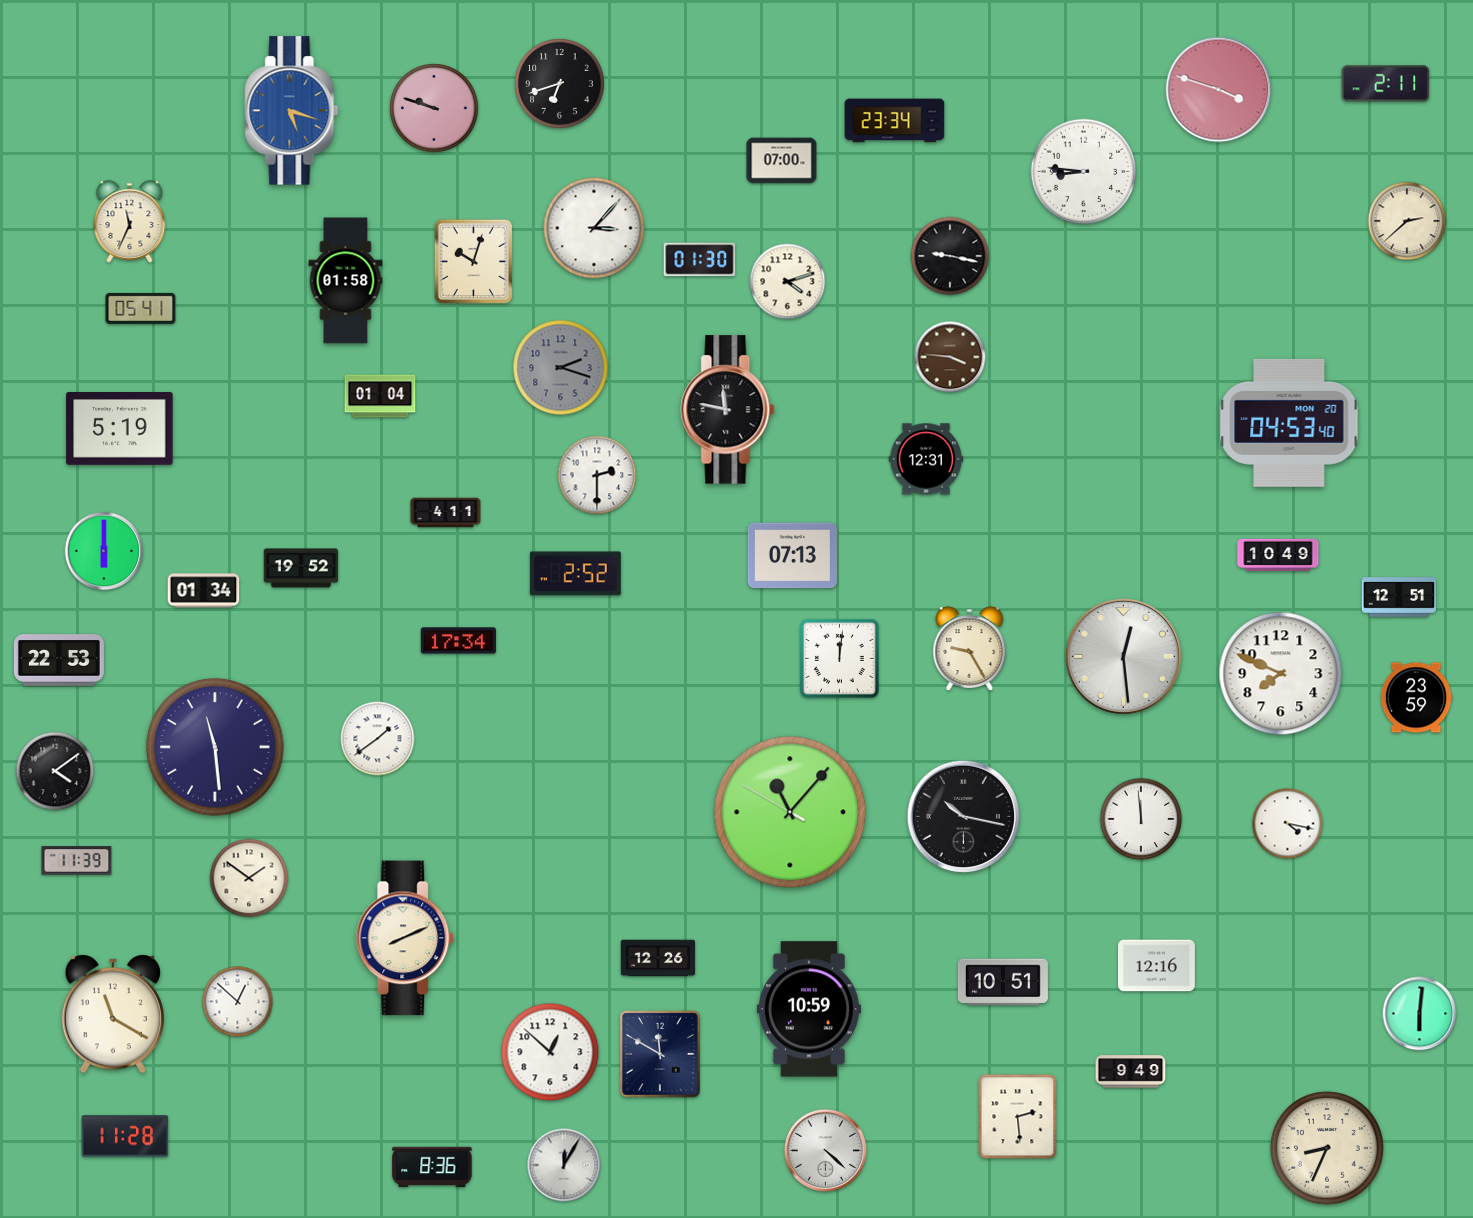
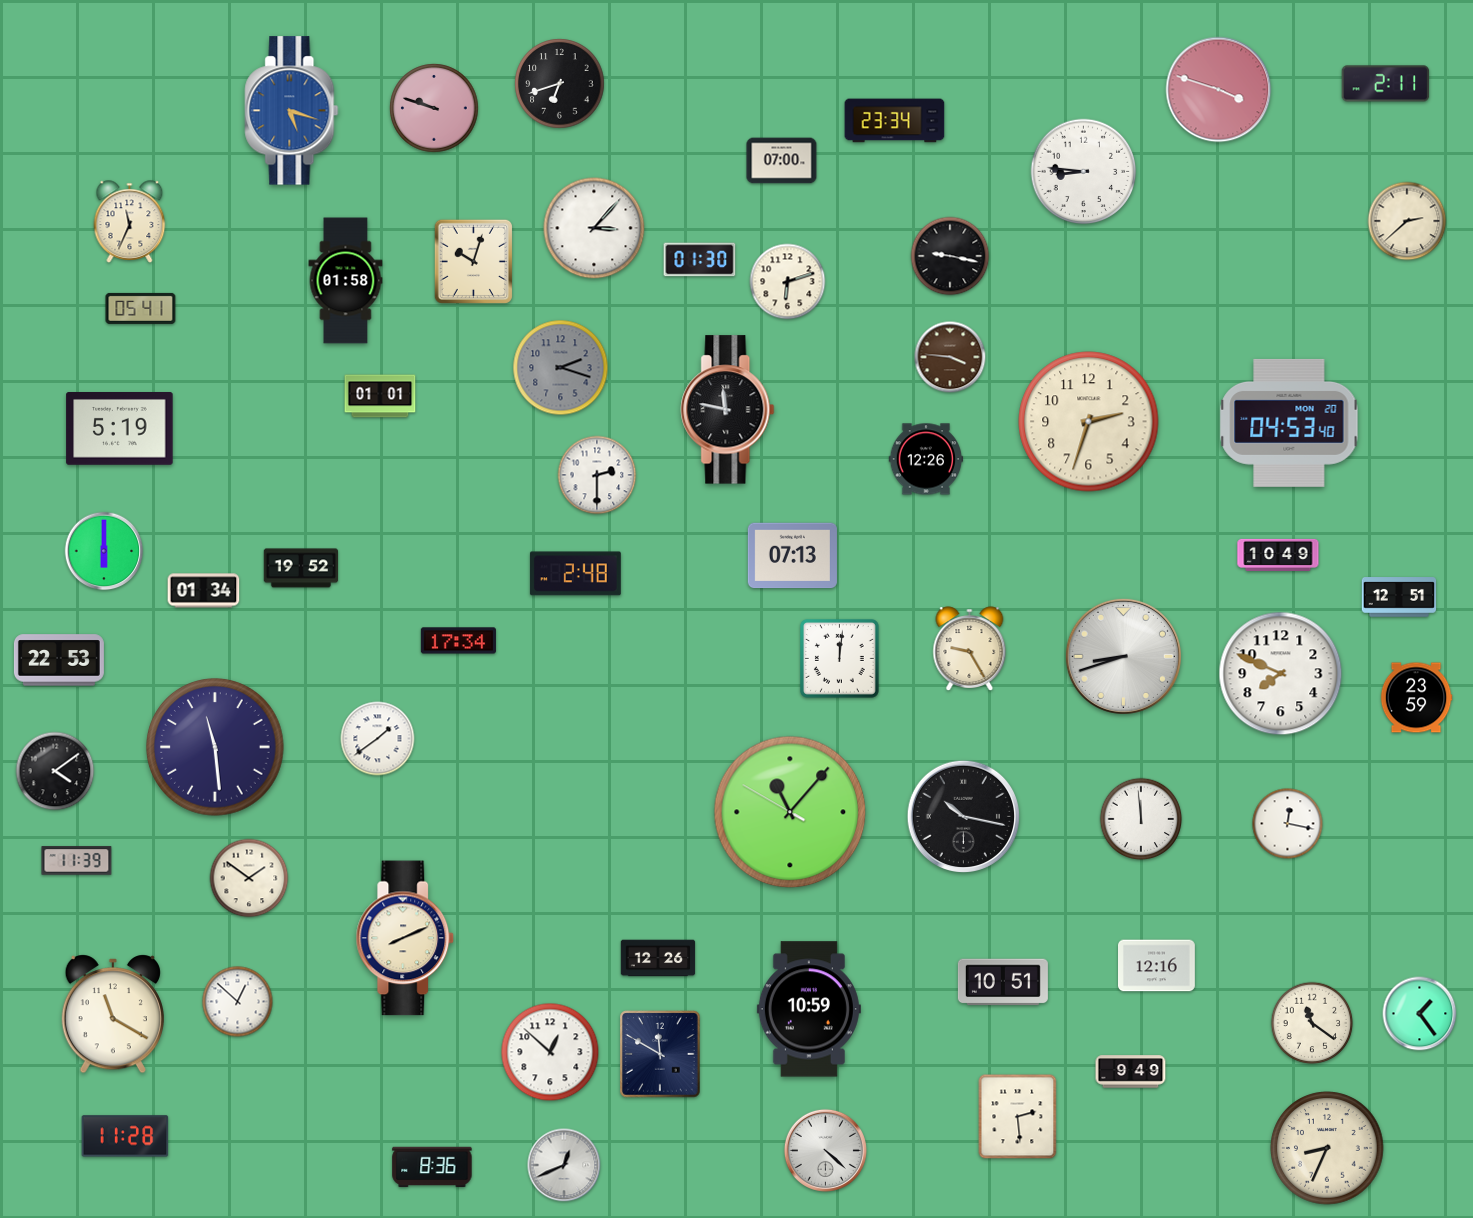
clock at (788, 282): 4:12 -> 6:12
clock at (380, 396): 01:04 -> 01:01
clock at (1089, 422): none -> 2:33
clock at (926, 459): 12:31 -> 12:26
clock at (446, 513): 4:11 -> none
clock at (575, 574): 2:52 -> 2:48
clock at (1123, 656): 12:29 -> 8:42
clock at (1288, 824): 4:17 -> 12:17
clock at (1420, 1014): 6:01 -> 1:24
clock at (1312, 1023): none -> 11:21
clock at (564, 1165): 12:05 -> 12:41
